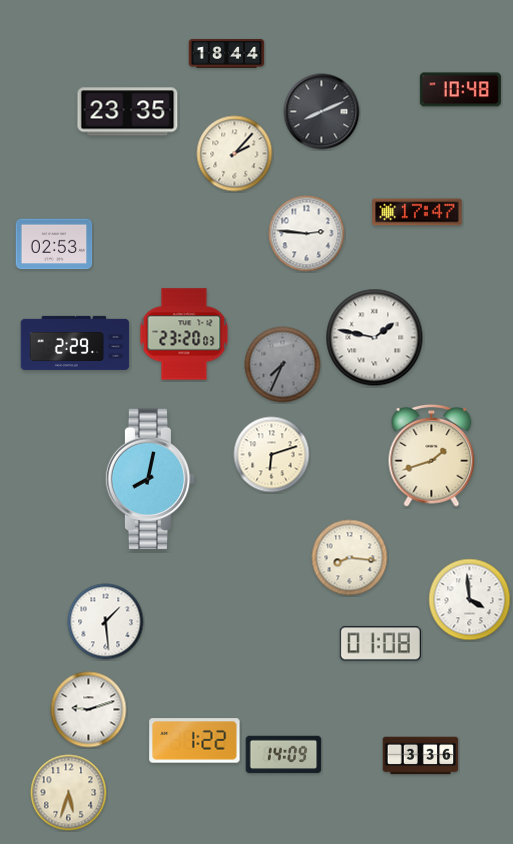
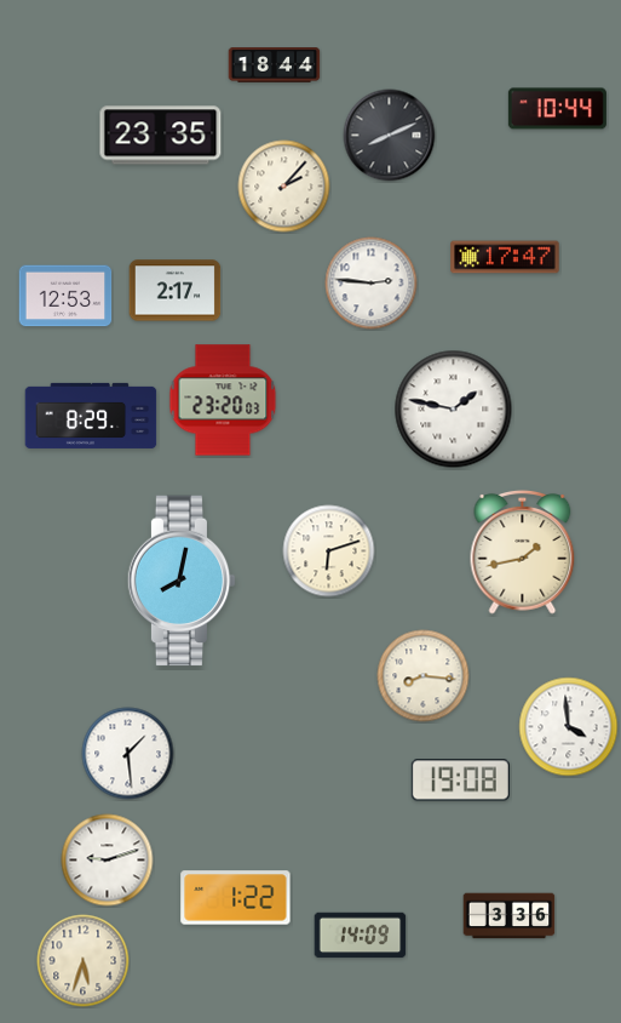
clock at (460, 90): 10:48 -> 10:44
clock at (128, 112) position: (128, 112) -> (161, 136)
clock at (176, 291): none -> 2:17
clock at (54, 244): 02:53 -> 12:53
clock at (184, 334) position: (184, 334) -> (223, 400)
clock at (75, 343): 2:29 -> 8:29
clock at (283, 365): 7:34 -> none
clock at (432, 455): 1:42 -> 1:43
clock at (380, 644): 01:08 -> 19:08
clock at (284, 755) position: (284, 755) -> (361, 936)
